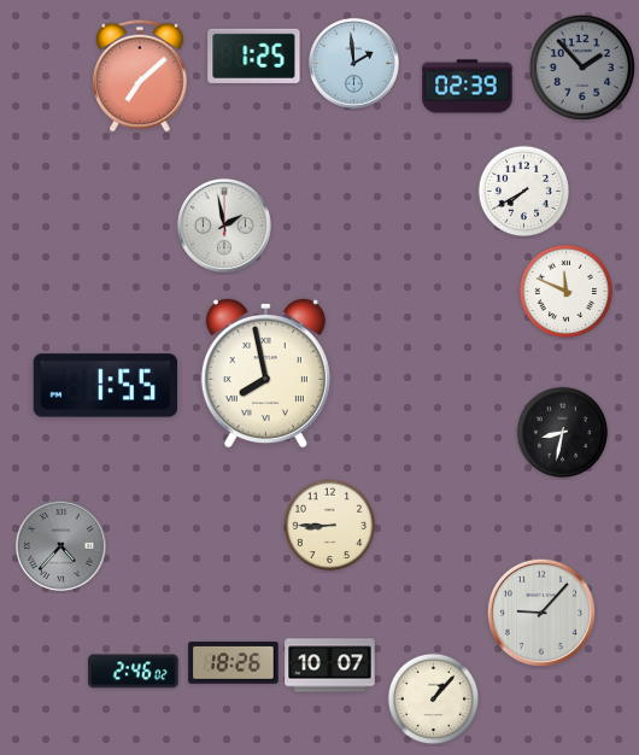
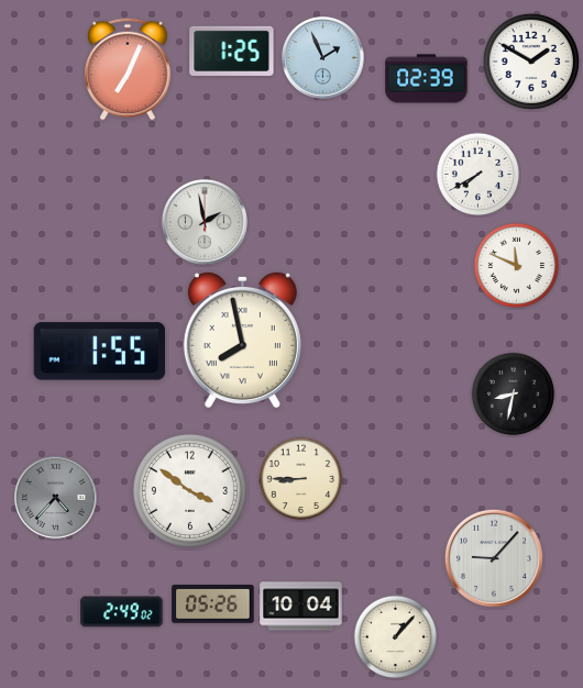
clock at (353, 63): 1:59 -> 1:56
clock at (582, 68): 1:53 -> 1:50
clock at (582, 68) dial: grey -> white
clock at (140, 76): 7:08 -> 7:04
clock at (224, 226) position: (224, 226) -> (205, 222)
clock at (106, 386) position: (106, 386) -> (100, 352)
clock at (189, 490): none -> 3:51
clock at (234, 663): 18:26 -> 05:26
clock at (330, 666): 10:07 -> 10:04
clock at (134, 672): 2:46 -> 2:49
